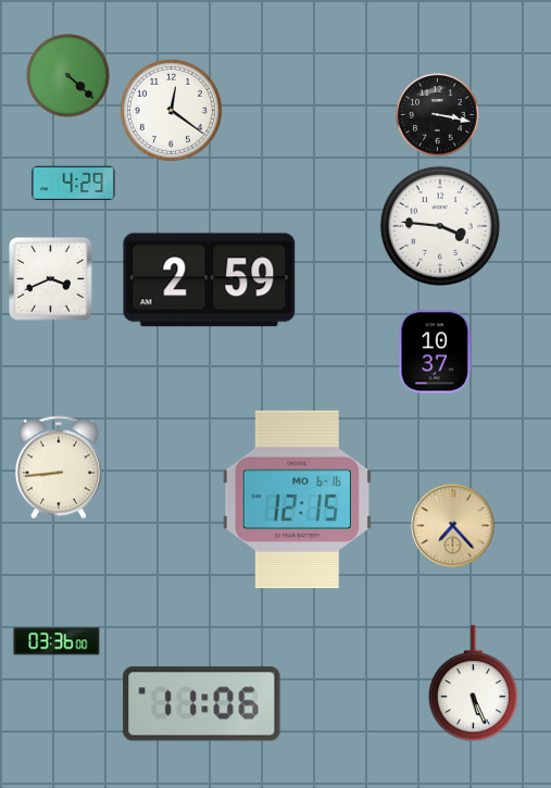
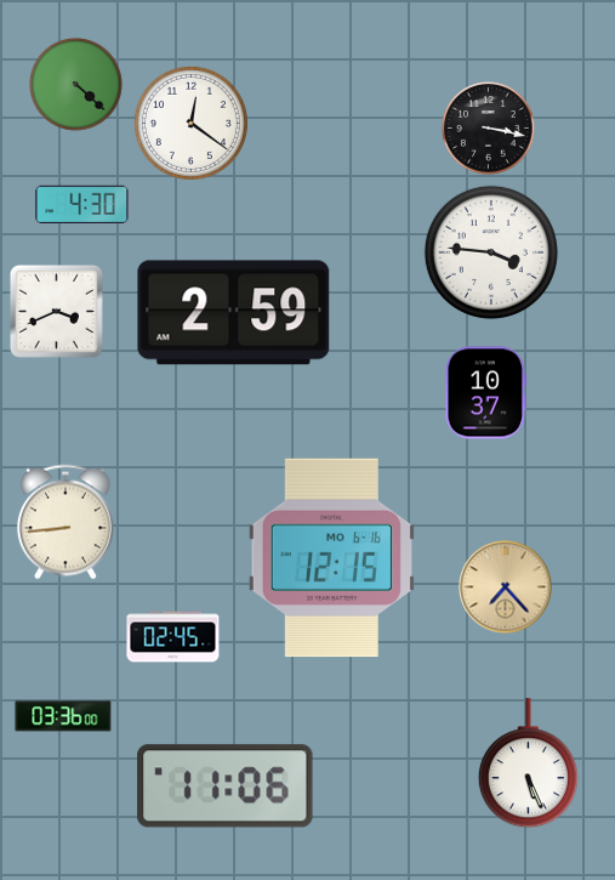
clock at (74, 184): 4:29 -> 4:30
clock at (173, 637): none -> 02:45
